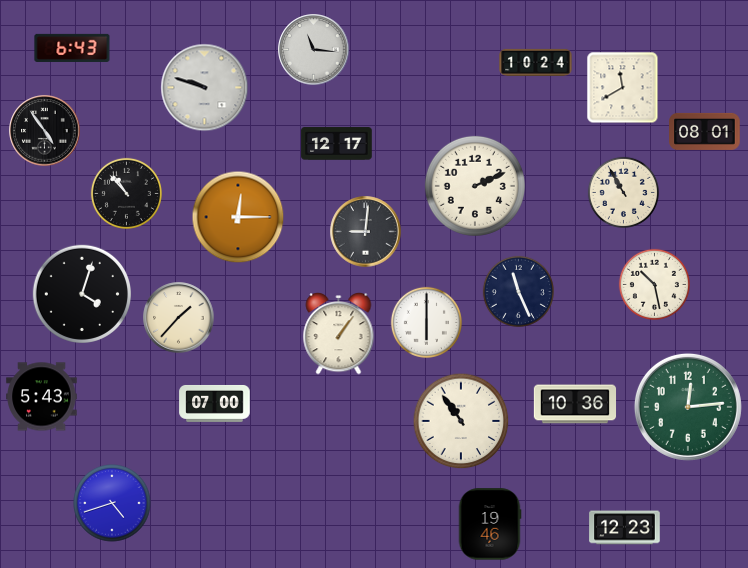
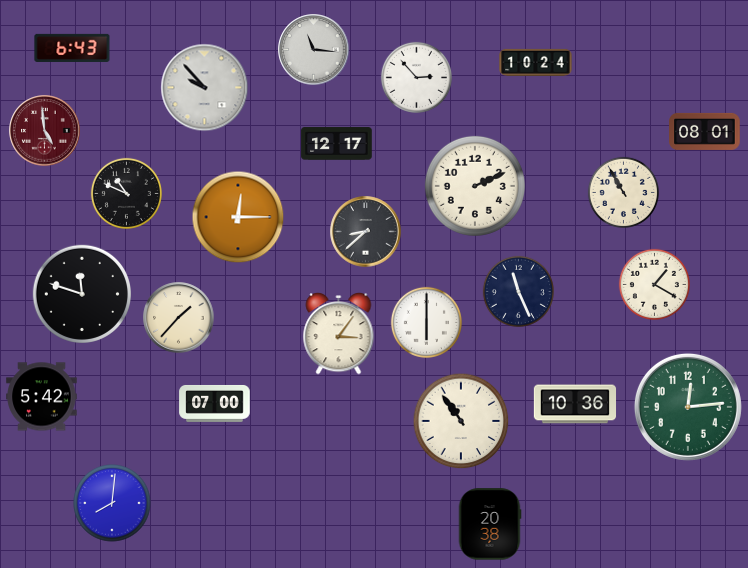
clock at (416, 77): none -> 2:53
clock at (205, 88): 9:48 -> 9:53
clock at (623, 88): 11:40 -> none
clock at (45, 131): 4:54 -> 4:59
clock at (45, 131) dial: black -> burgundy
clock at (126, 193): 10:53 -> 10:49
clock at (366, 232): 9:01 -> 8:38
clock at (654, 284): 10:28 -> 1:20
clock at (81, 293): 4:03 -> 11:48
clock at (339, 334): 1:06 -> 3:06
clock at (42, 397): 5:43 -> 5:42
clock at (112, 503): 4:42 -> 8:01
clock at (490, 524): 19:46 -> 20:38
clock at (625, 528): 12:23 -> none
